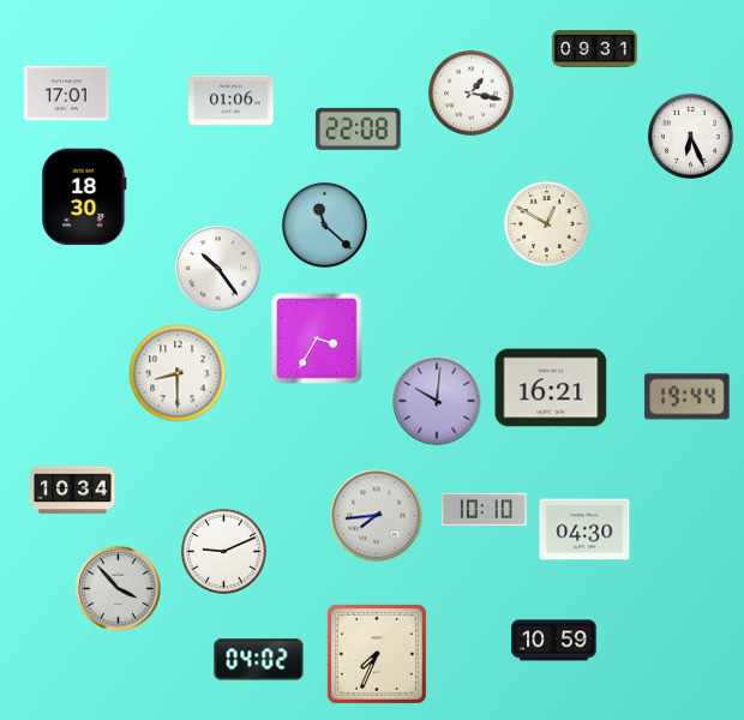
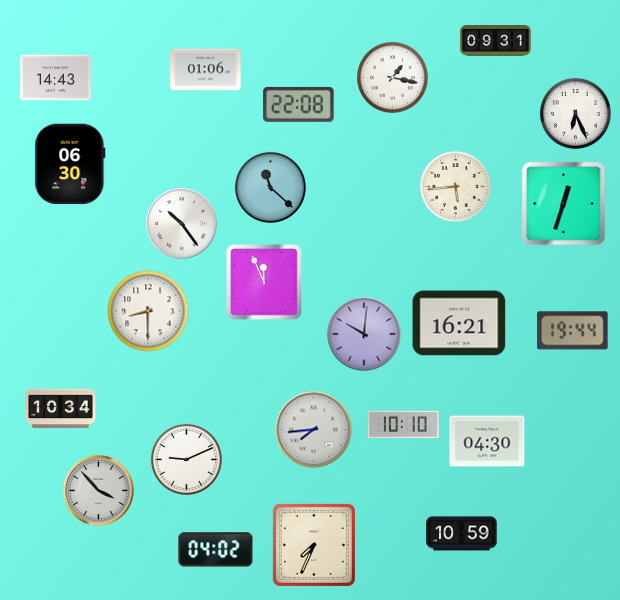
clock at (67, 94): 17:01 -> 14:43
clock at (232, 101) position: (232, 101) -> (206, 70)
clock at (359, 128) position: (359, 128) -> (299, 104)
clock at (84, 197): 18:30 -> 06:30
clock at (546, 223): 12:50 -> 5:44
clock at (564, 204): none -> 12:33
clock at (317, 338): 3:35 -> 11:56
